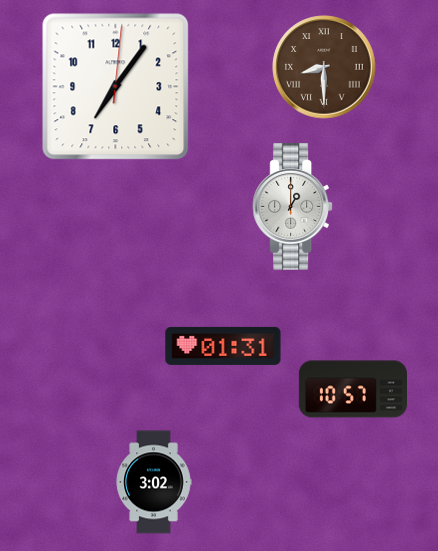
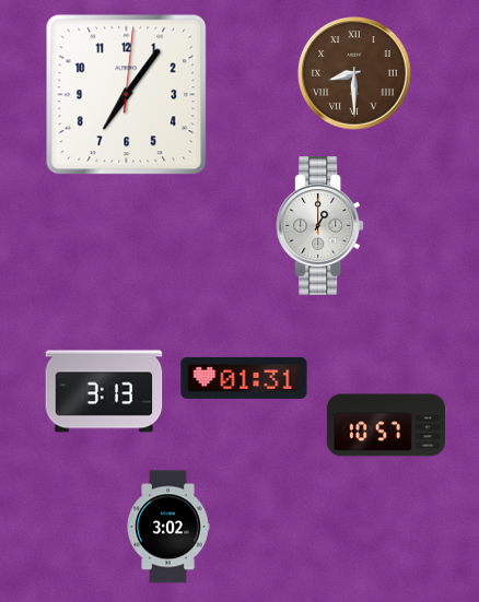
clock at (104, 391): none -> 3:13
